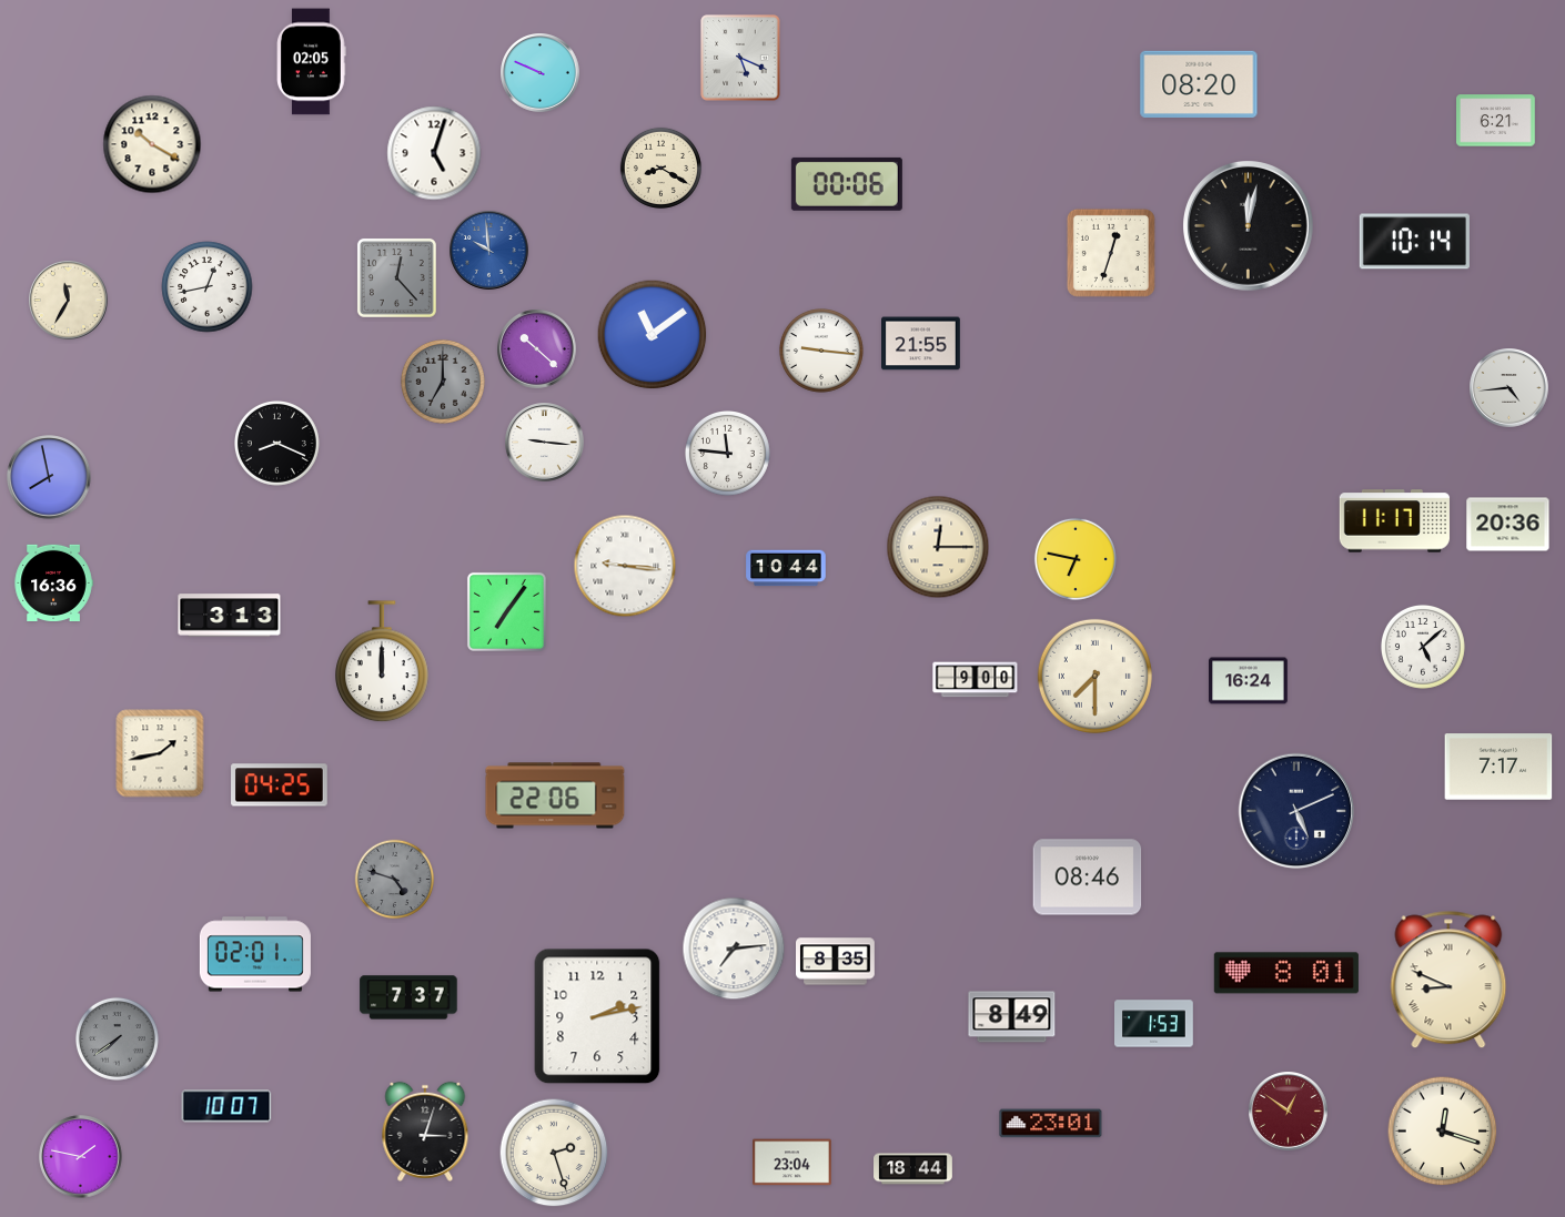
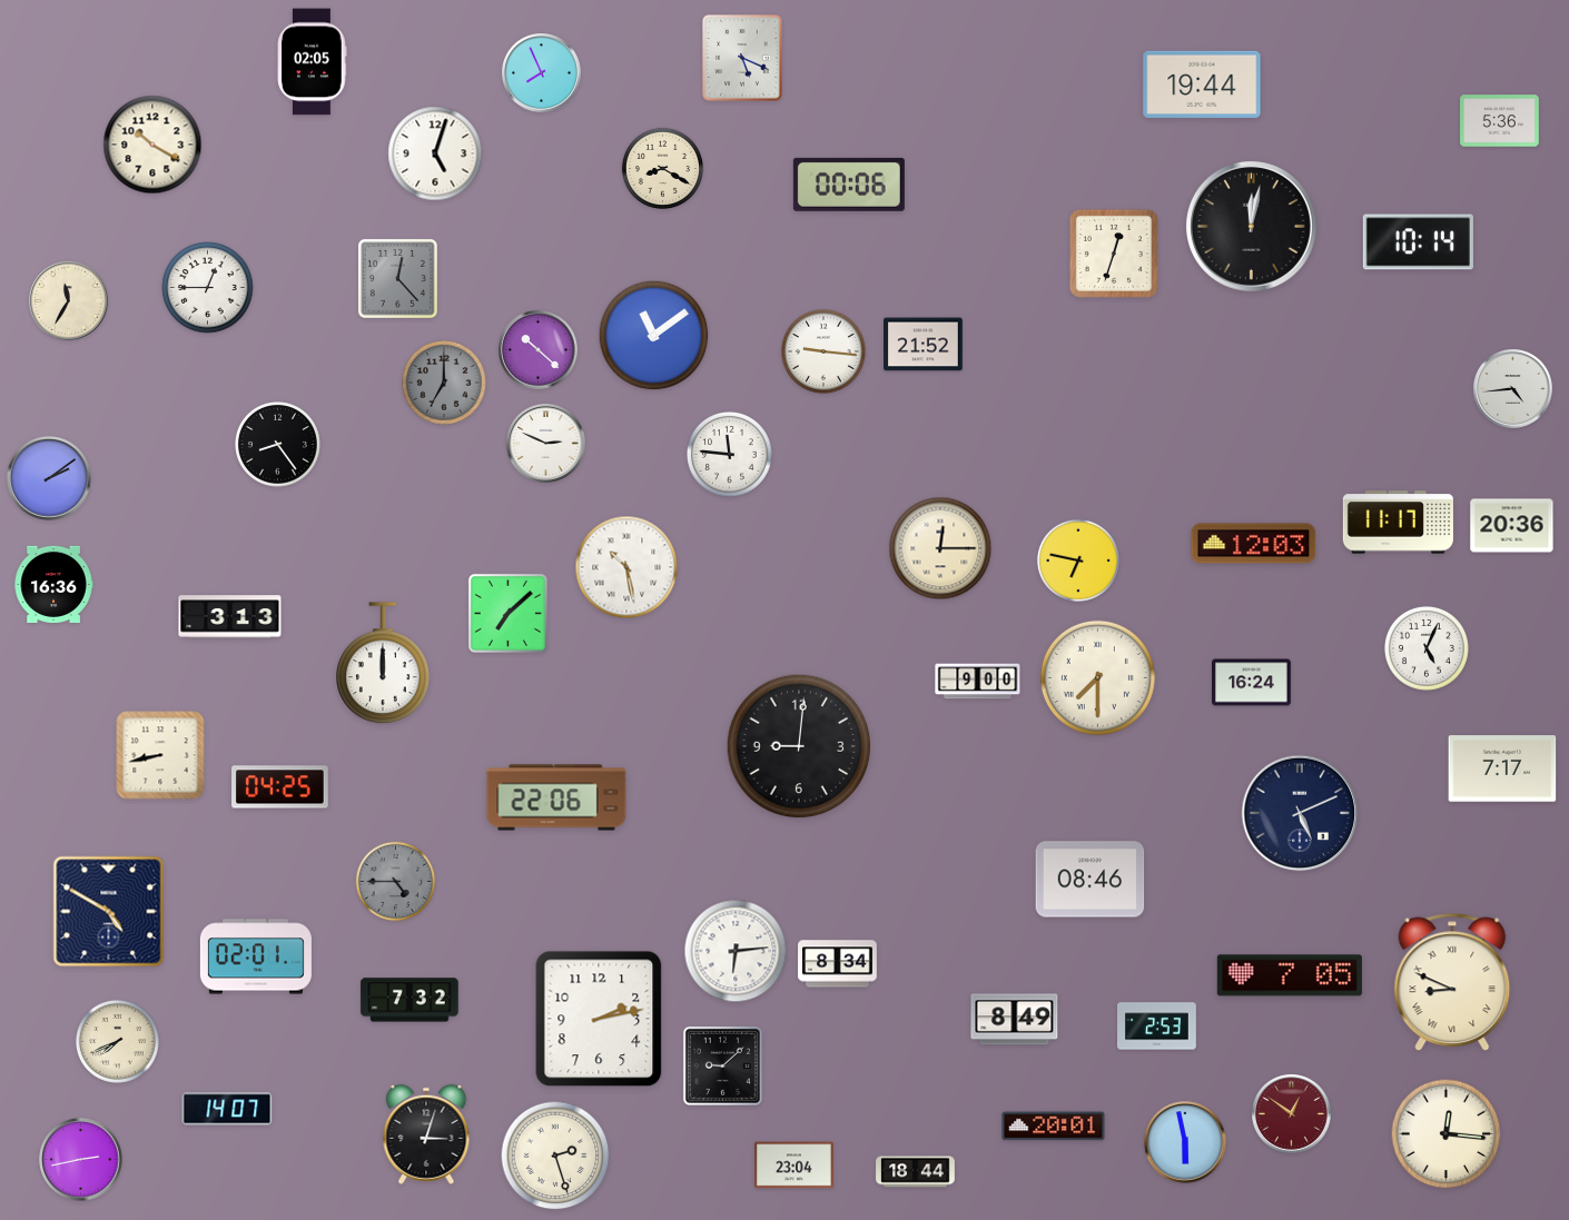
clock at (541, 73): 9:49 -> 7:56
clock at (1199, 84): 08:20 -> 19:44
clock at (1496, 121): 6:21 -> 5:36
clock at (489, 251): 9:59 -> none
clock at (208, 287): 12:43 -> 12:45
clock at (921, 344): 21:55 -> 21:52
clock at (545, 443): 9:16 -> 2:49
clock at (277, 444): 8:19 -> 8:24
clock at (49, 477): 7:58 -> 2:09
clock at (1254, 544): none -> 12:03
clock at (625, 566): 9:16 -> 10:28
clock at (786, 568): 10:44 -> none
clock at (506, 611): 7:06 -> 7:08
clock at (1423, 647): 5:08 -> 5:04
clock at (799, 746): none -> 9:01
clock at (160, 753): 1:43 -> 8:43
clock at (395, 880): 4:48 -> 4:45
clock at (109, 912): none -> 4:50
clock at (734, 949): 7:14 -> 6:14
clock at (836, 962): 8:35 -> 8:34
clock at (1286, 973): 8:01 -> 7:05
clock at (408, 997): 7:37 -> 7:32
clock at (1154, 1024): 1:53 -> 2:53
clock at (117, 1038): 7:39 -> 7:41
clock at (117, 1038) dial: grey -> cream
clock at (722, 1065): none -> 9:08
clock at (226, 1106): 10:07 -> 14:07
clock at (1051, 1124): 23:01 -> 20:01
clock at (1443, 1132): 12:18 -> 12:16
clock at (1185, 1142): none -> 5:58
clock at (81, 1157): 1:47 -> 2:43
